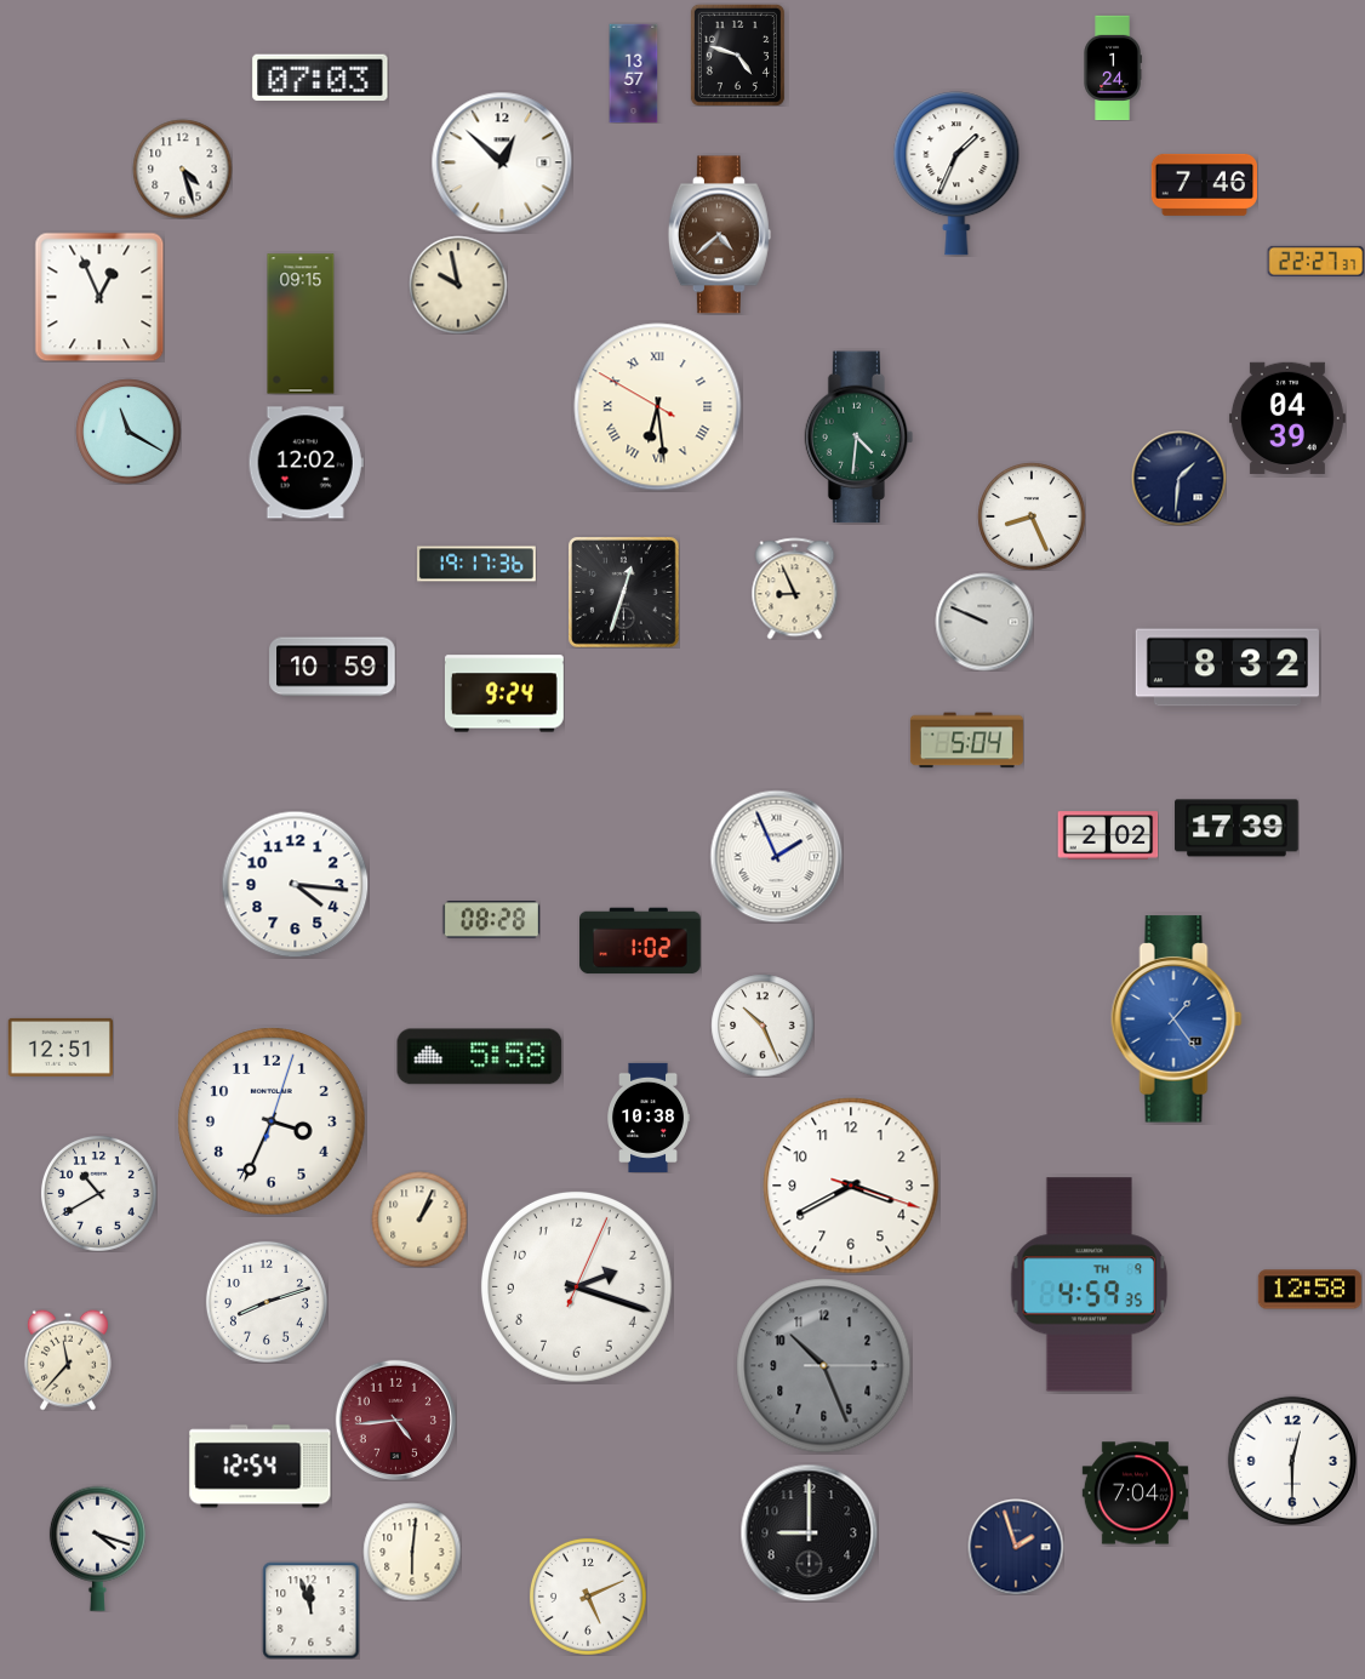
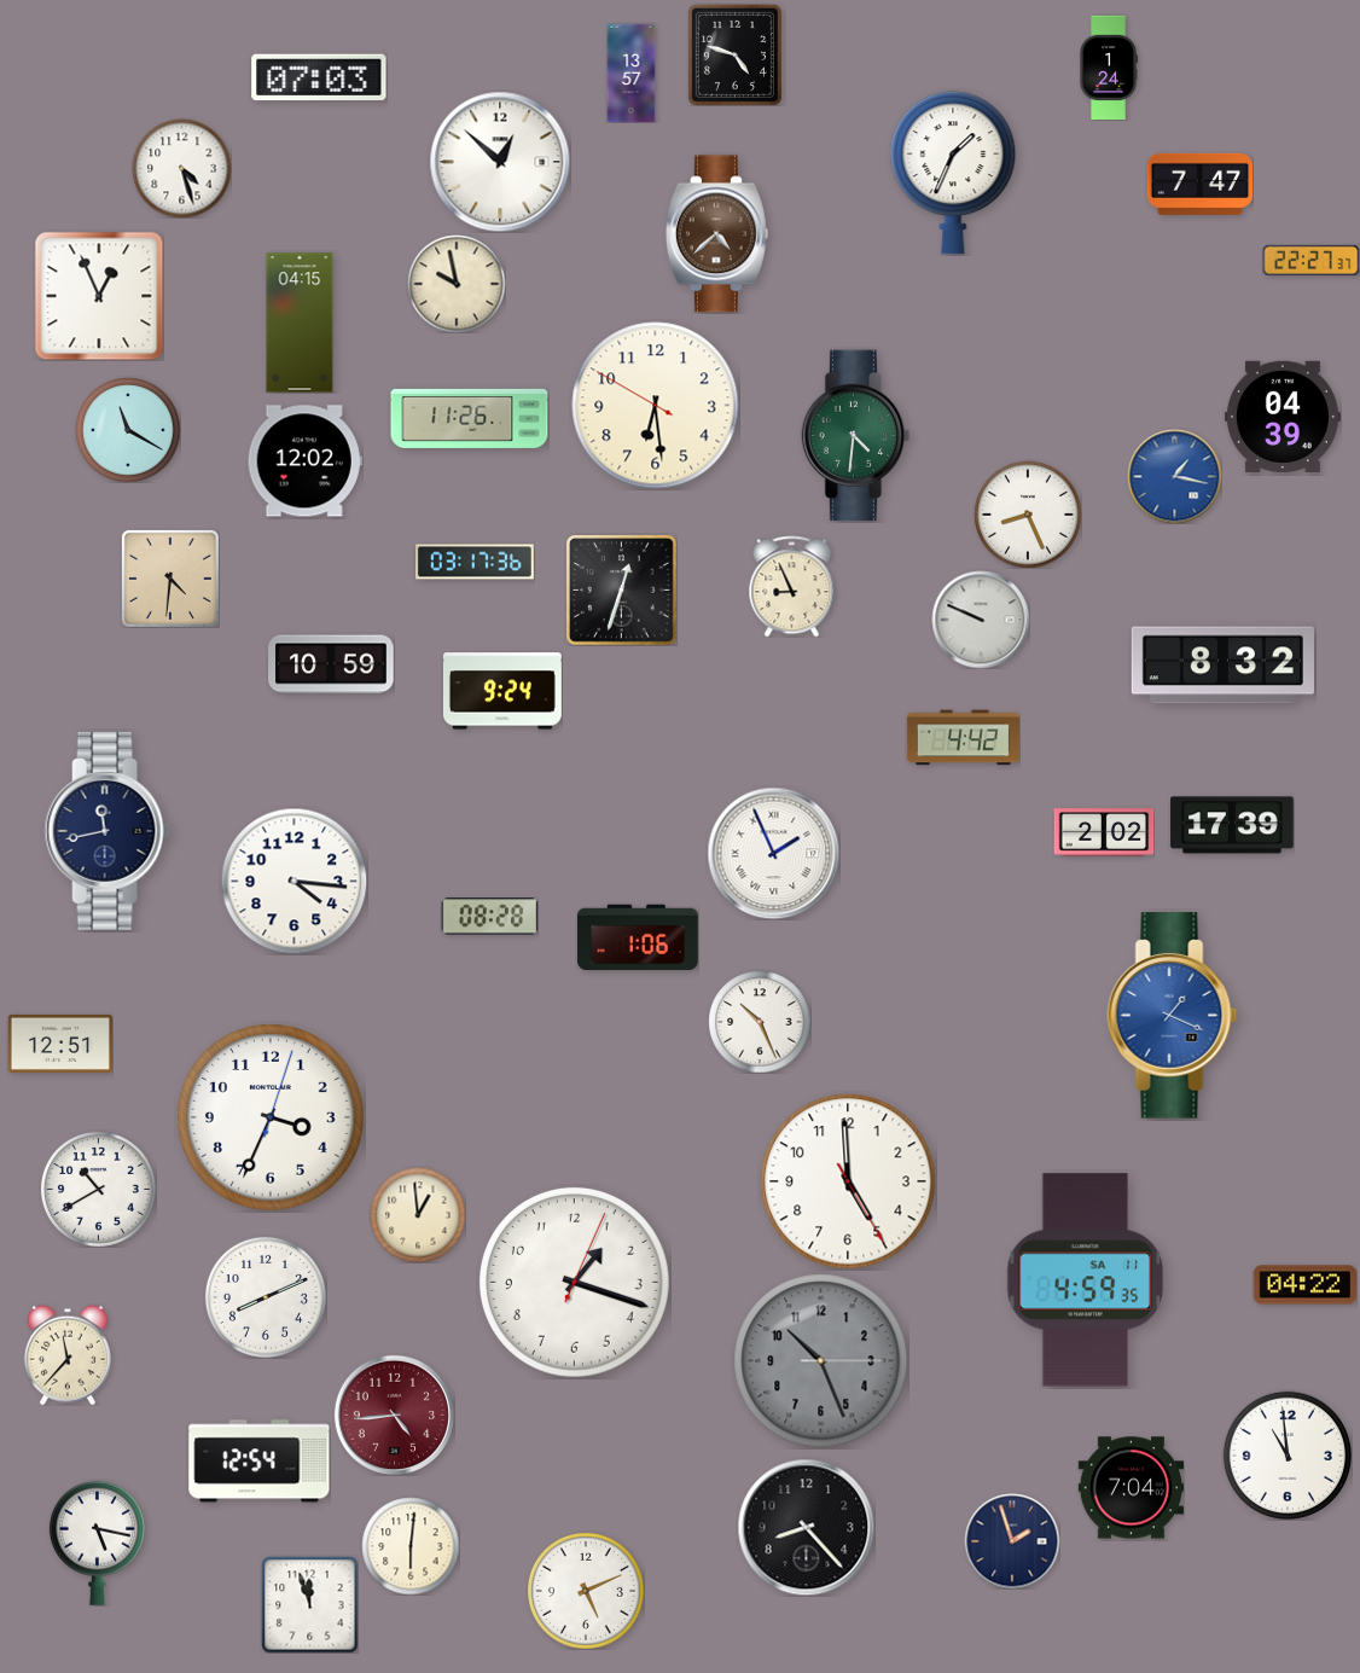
clock at (1204, 184): 7:46 -> 7:47
clock at (301, 324): 09:15 -> 04:15
clock at (658, 407) numerals: Roman -> Arabic
clock at (470, 418): none -> 11:26
clock at (1178, 478): 1:31 -> 1:17
clock at (1178, 478) dial: navy -> blue
clock at (478, 564): 19:17 -> 03:17
clock at (170, 579): none -> 4:31
clock at (966, 741): 5:04 -> 4:42
clock at (107, 831): none -> 11:43
clock at (641, 941): 1:02 -> 1:06
clock at (1177, 1020): 1:24 -> 1:19
clock at (480, 1057): 5:58 -> none
clock at (649, 1118): 10:38 -> none
clock at (851, 1186): 3:40 -> 4:59
clock at (419, 1220): 1:04 -> 12:59
clock at (1090, 1285) date: TH 9 -> SA 11
clock at (576, 1286): 2:18 -> 1:18
clock at (1309, 1290): 12:58 -> 04:22
clock at (267, 1302): 8:12 -> 8:11
clock at (1292, 1461): 12:30 -> 10:59
clock at (809, 1532): 9:00 -> 8:23
clock at (97, 1548): 4:18 -> 5:17
